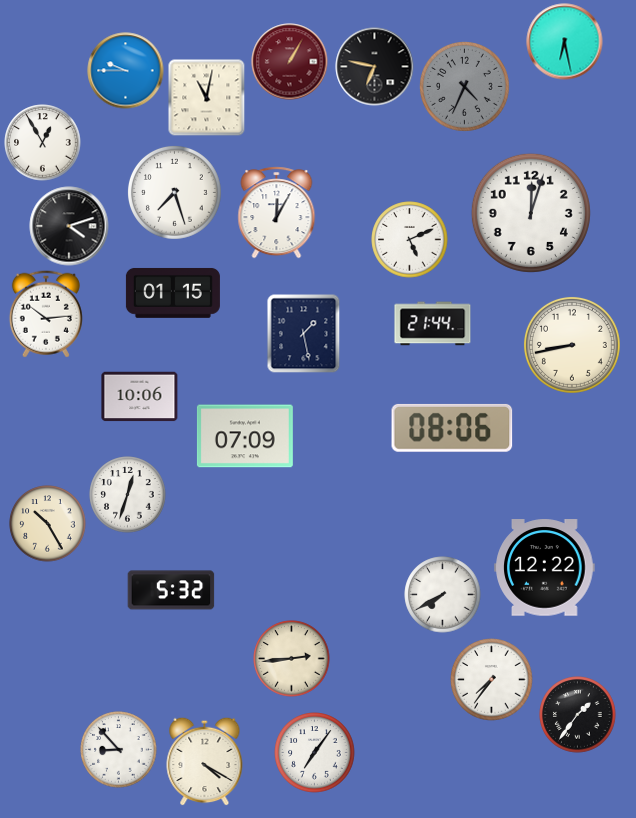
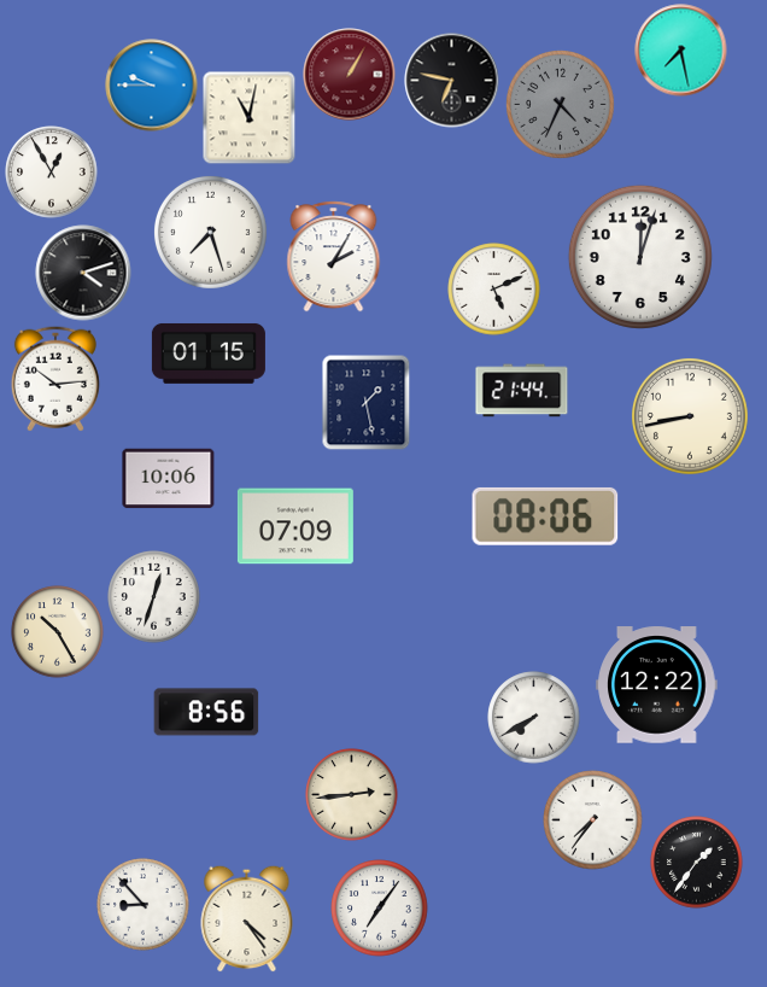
clock at (565, 42): 6:28 -> 7:28
clock at (277, 213): 12:05 -> 2:05
clock at (171, 590): 5:32 -> 8:56
clock at (205, 761): 4:20 -> 4:24
